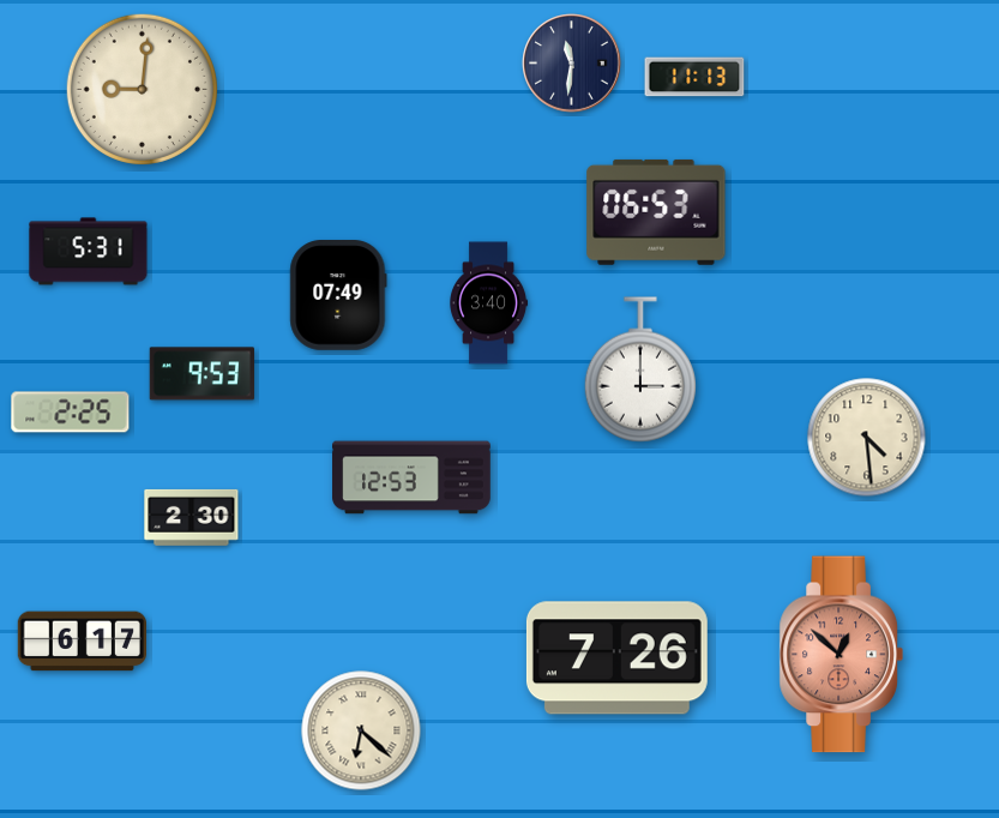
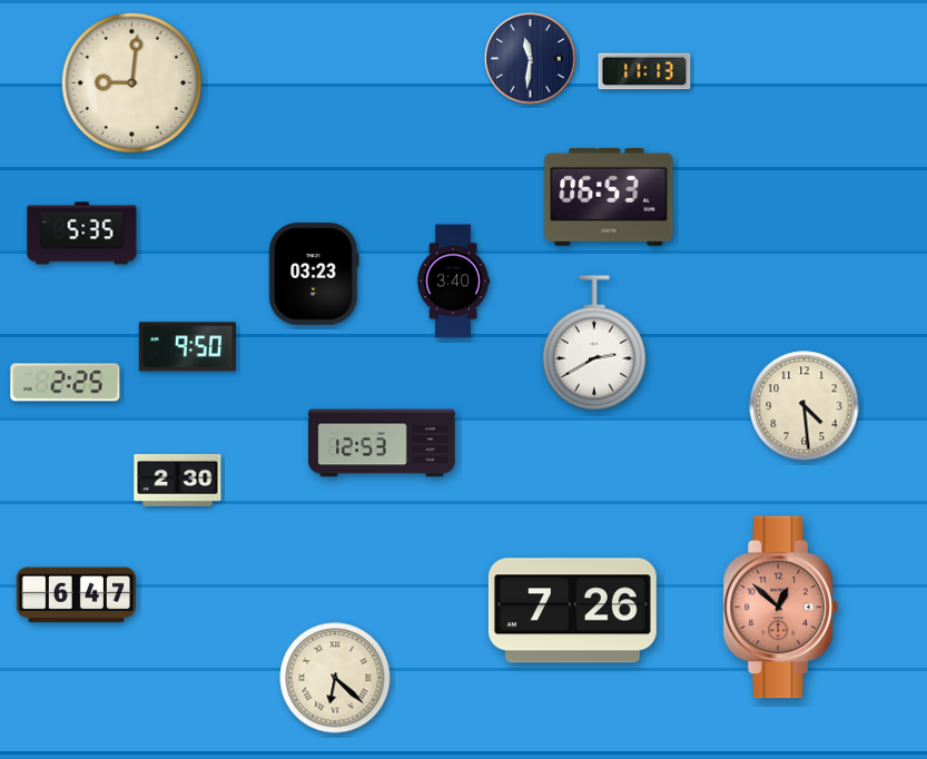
clock at (89, 252): 5:31 -> 5:35
clock at (338, 296): 07:49 -> 03:23
clock at (639, 369): 3:00 -> 2:40
clock at (201, 374): 9:53 -> 9:50
clock at (82, 642): 6:17 -> 6:47
